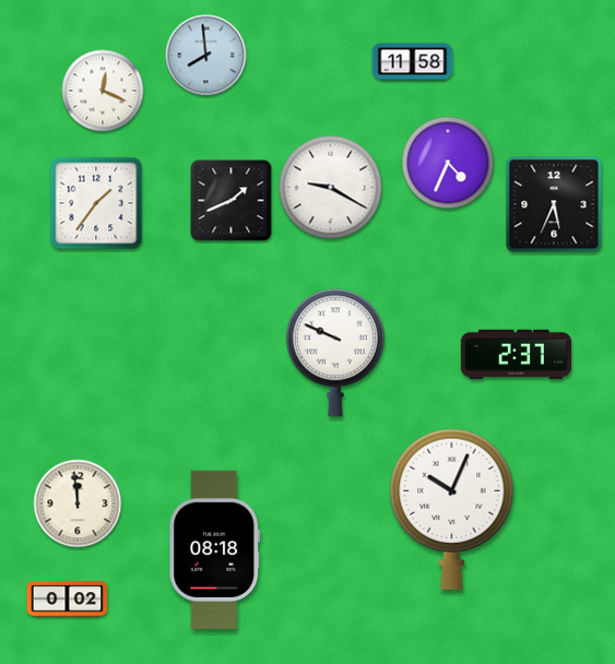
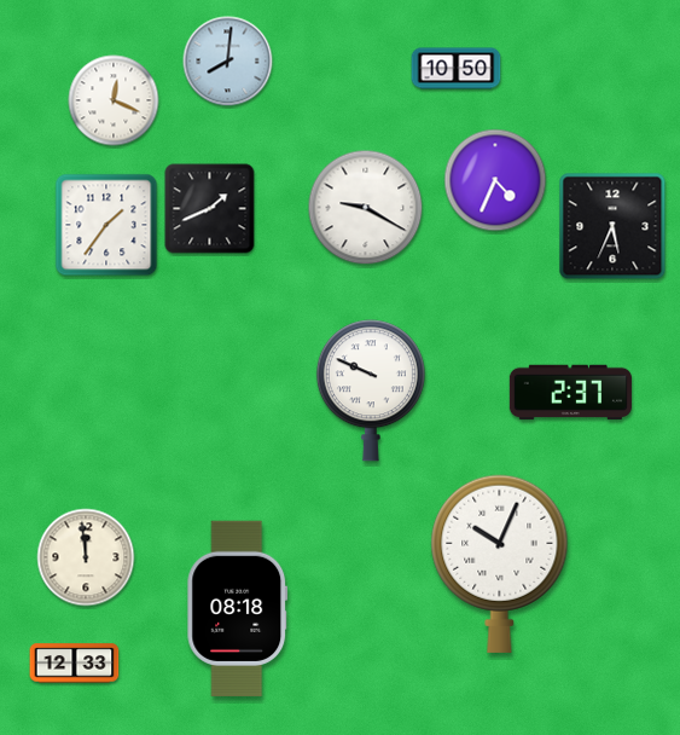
clock at (206, 56): 7:59 -> 8:01
clock at (413, 62): 11:58 -> 10:50
clock at (232, 201) position: (232, 201) -> (210, 209)
clock at (68, 600): 0:02 -> 12:33
